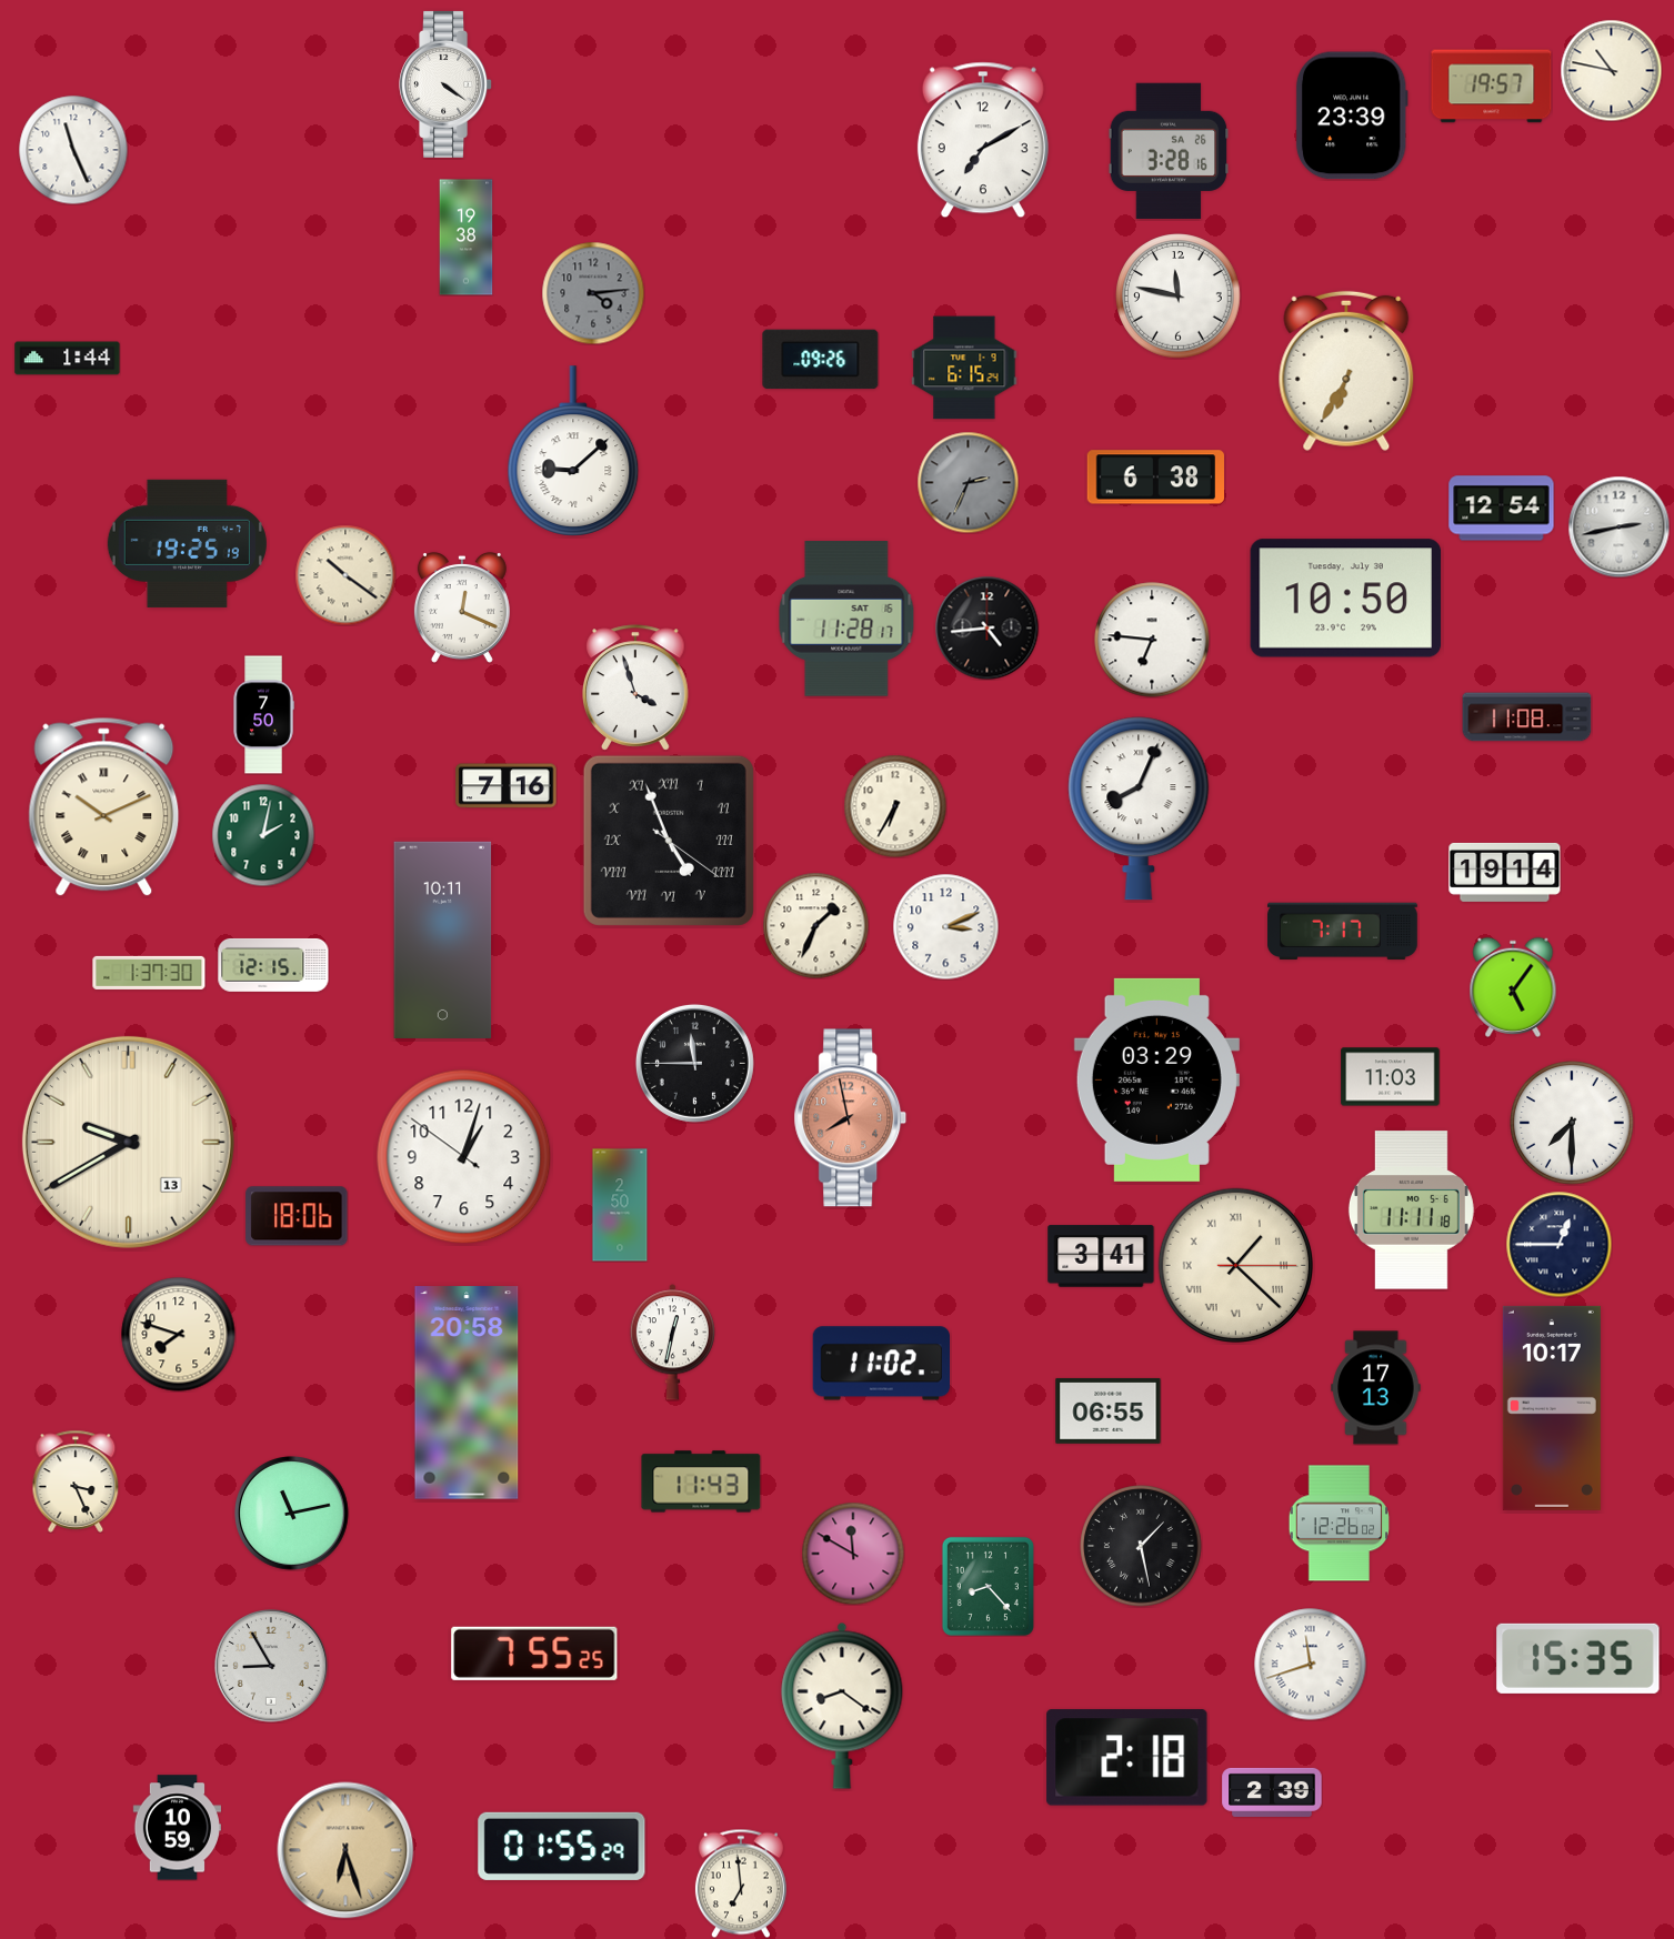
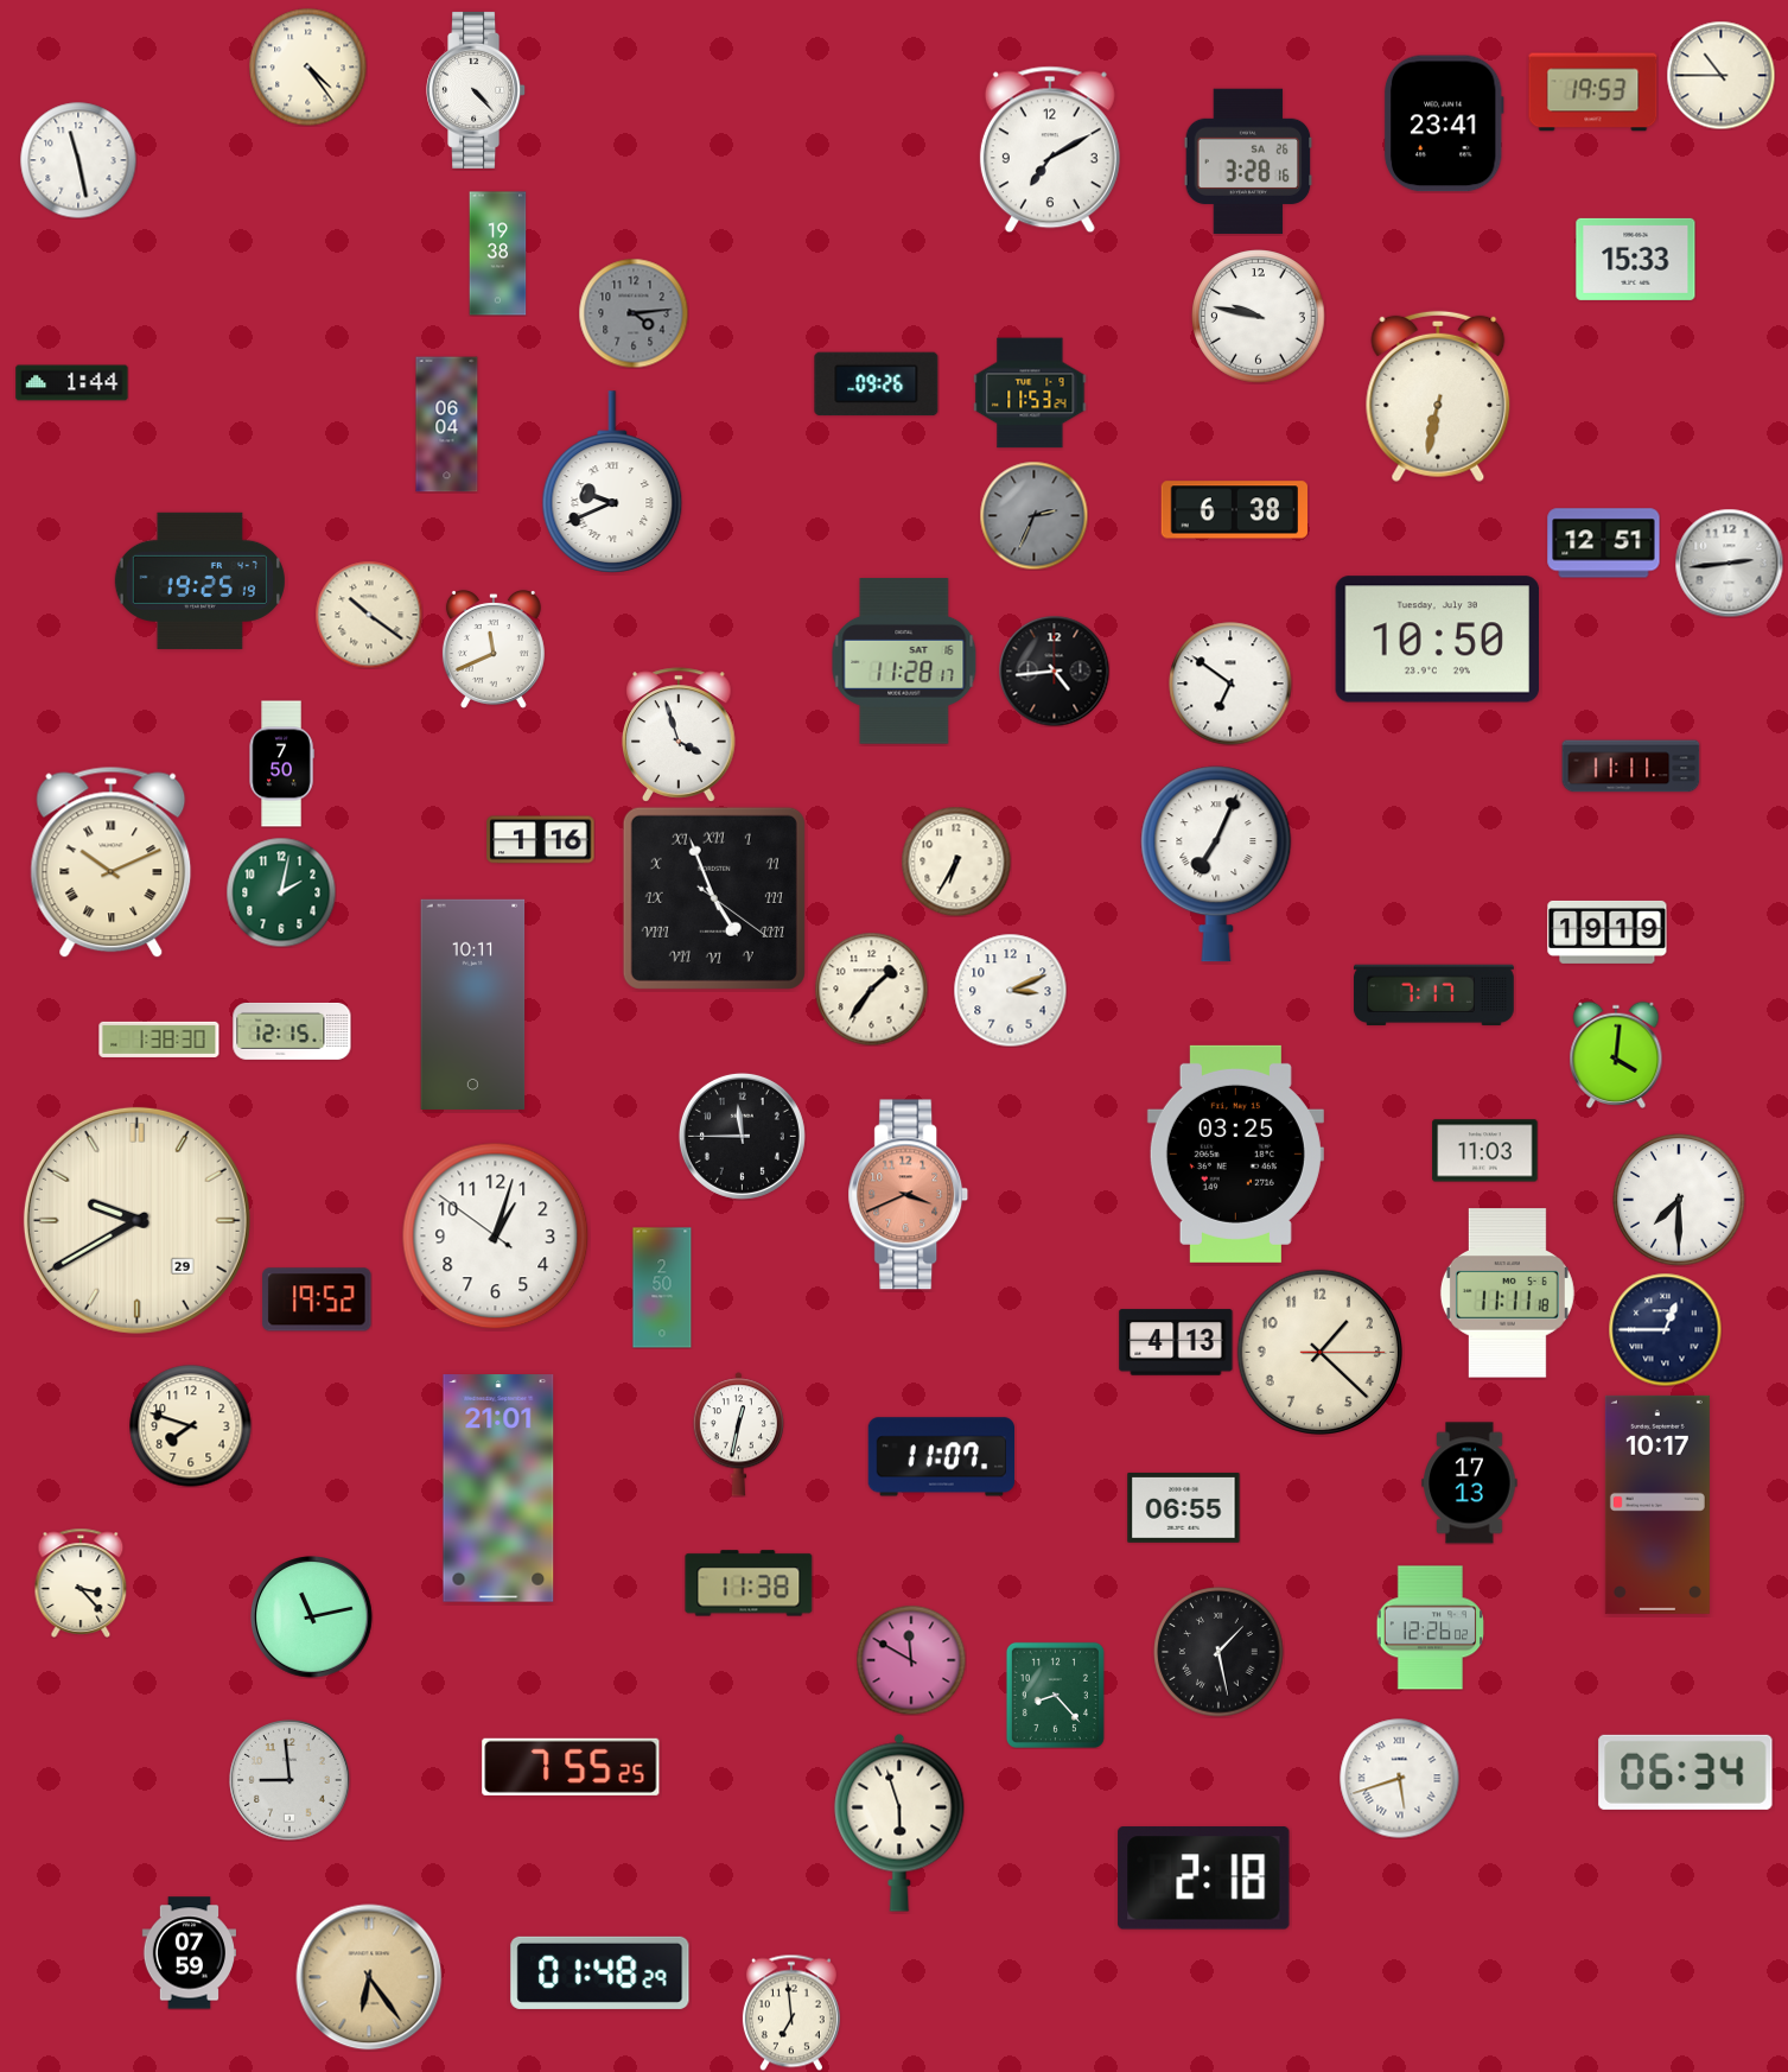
clock at (308, 68): none -> 4:24
clock at (1611, 70): 10:47 -> 10:45
clock at (447, 84): 4:21 -> 4:23
clock at (1492, 87): 19:57 -> 19:53
clock at (1352, 115): 23:39 -> 23:41
clock at (73, 150): 11:26 -> 11:28
clock at (1636, 259): none -> 15:33
clock at (1179, 297): 11:47 -> 9:47
clock at (964, 368): 6:15 -> 11:53
clock at (1346, 371): 6:35 -> 6:32
clock at (447, 425): none -> 06:04
clock at (573, 451): 9:08 -> 9:41
clock at (1502, 509): 12:54 -> 12:51
clock at (1618, 526): 2:43 -> 2:44
clock at (462, 607): 12:19 -> 11:41
clock at (1152, 640): 6:46 -> 6:51
clock at (1527, 717): 11:08 -> 11:11
clock at (507, 786): 7:16 -> 1:16
clock at (1139, 808): 8:04 -> 7:04
clock at (1505, 872): 19:14 -> 19:19
clock at (815, 925): 1:34 -> 1:36
clock at (149, 973): 1:37 -> 1:38
clock at (1513, 987): 5:06 -> 4:01
clock at (1156, 1079): 03:29 -> 03:25
clock at (851, 1118): 7:58 -> 3:41
clock at (128, 1142) date: 13 -> 29
clock at (297, 1216): 18:06 -> 19:52
clock at (1101, 1256): 3:41 -> 4:13
clock at (1235, 1265) numerals: Roman -> Arabic
clock at (672, 1343) position: (672, 1343) -> (738, 1435)
clock at (881, 1364): 11:02 -> 11:07
clock at (467, 1393): 20:58 -> 21:01
clock at (76, 1481): 3:26 -> 3:23
clock at (701, 1481): 11:43 -> 11:38
clock at (1578, 1658): 15:35 -> 06:34
clock at (1311, 1665): 11:42 -> 5:42
clock at (271, 1666): 8:55 -> 8:59
clock at (842, 1706): 8:21 -> 5:57
clock at (1272, 1792): 2:39 -> none
clock at (177, 1828): 10:59 -> 07:59
clock at (562, 1846): 01:55 -> 01:48
clock at (345, 1850): 6:27 -> 6:24
